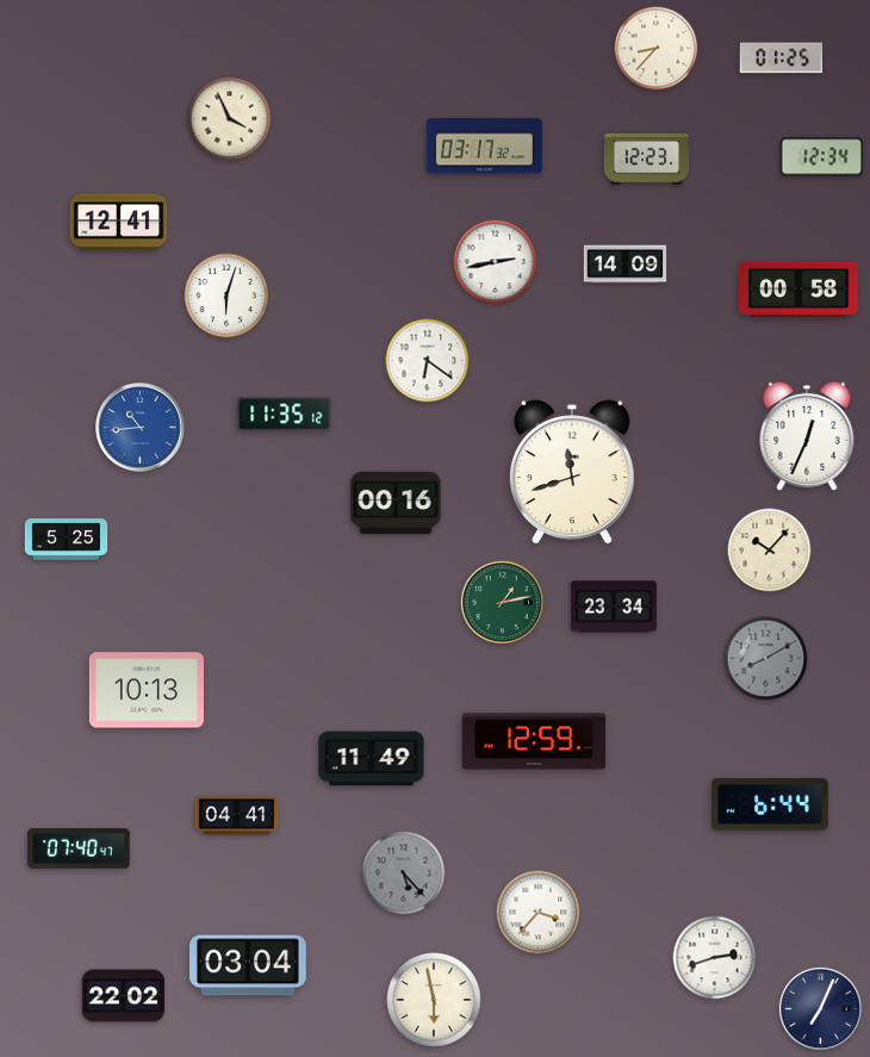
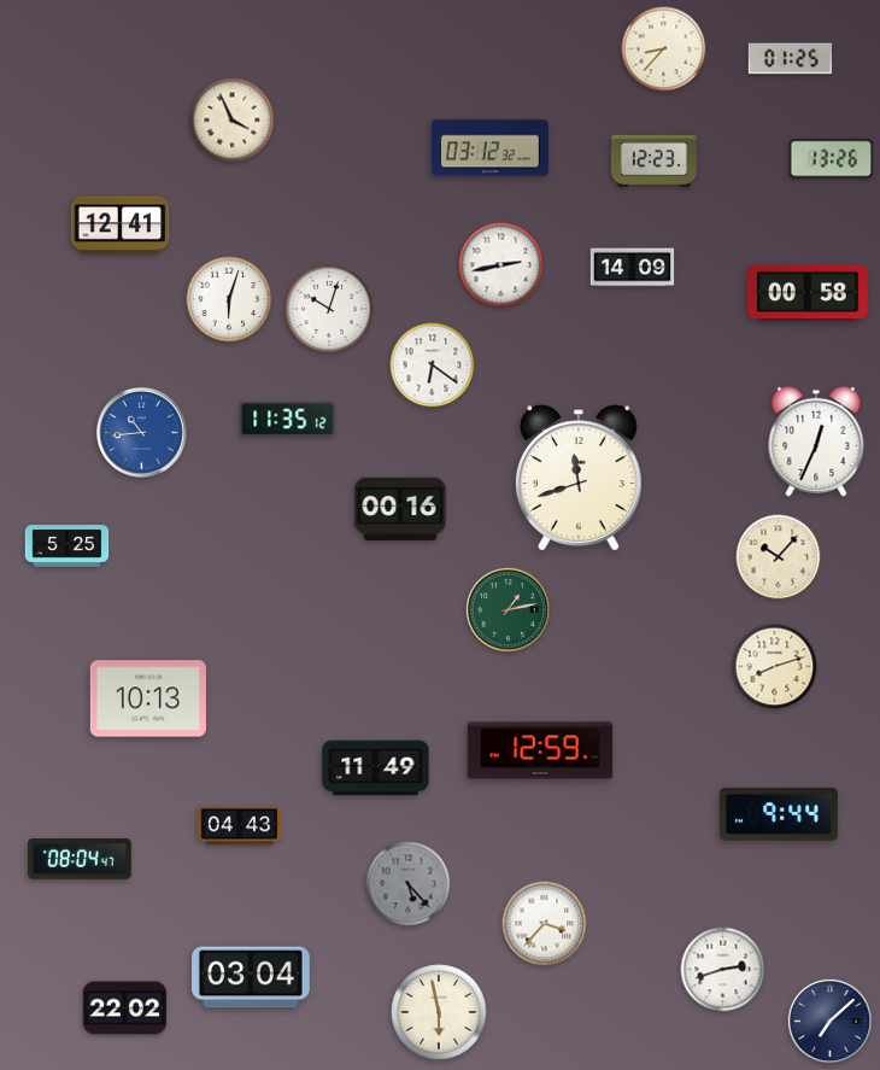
clock at (484, 147): 03:17 -> 03:12
clock at (822, 157): 12:34 -> 13:26
clock at (329, 309): none -> 10:03
clock at (614, 607): 23:34 -> none
clock at (766, 659): 8:10 -> 8:12
clock at (766, 659) dial: grey -> cream
clock at (770, 804): 6:44 -> 9:44
clock at (237, 816): 04:41 -> 04:43
clock at (79, 848): 07:40 -> 08:04
clock at (820, 1008): 7:04 -> 7:08
